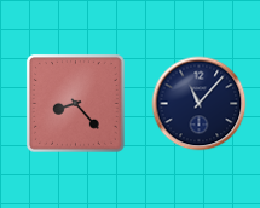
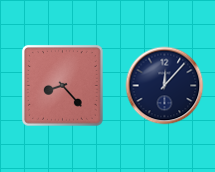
clock at (198, 103): 11:07 -> 12:07
